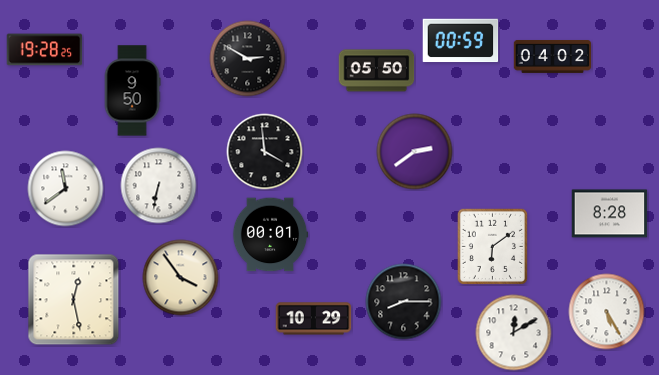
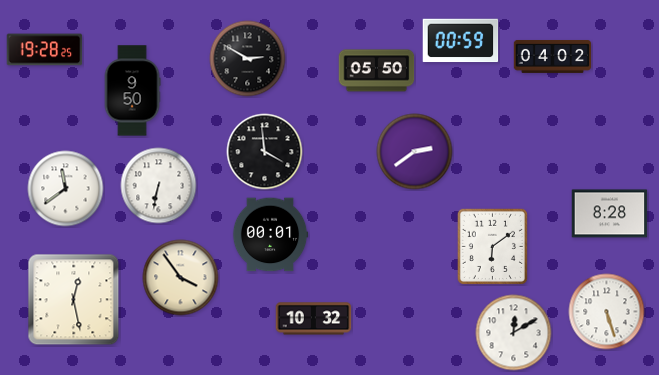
clock at (404, 302): 8:15 -> none
clock at (607, 312): 5:25 -> 5:27
clock at (314, 319): 10:29 -> 10:32
